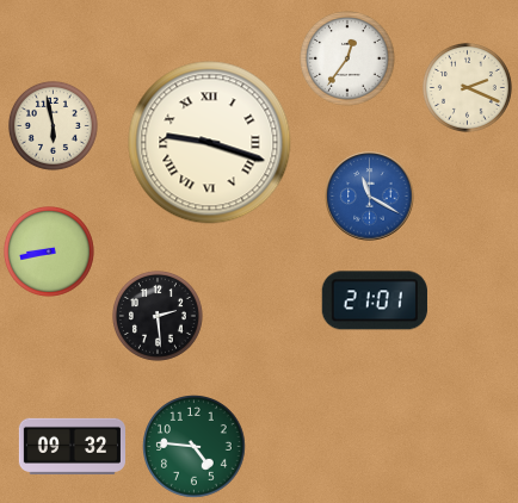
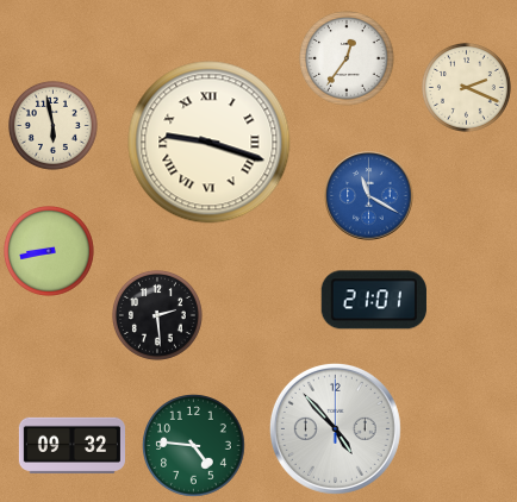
clock at (335, 428): none -> 4:53
